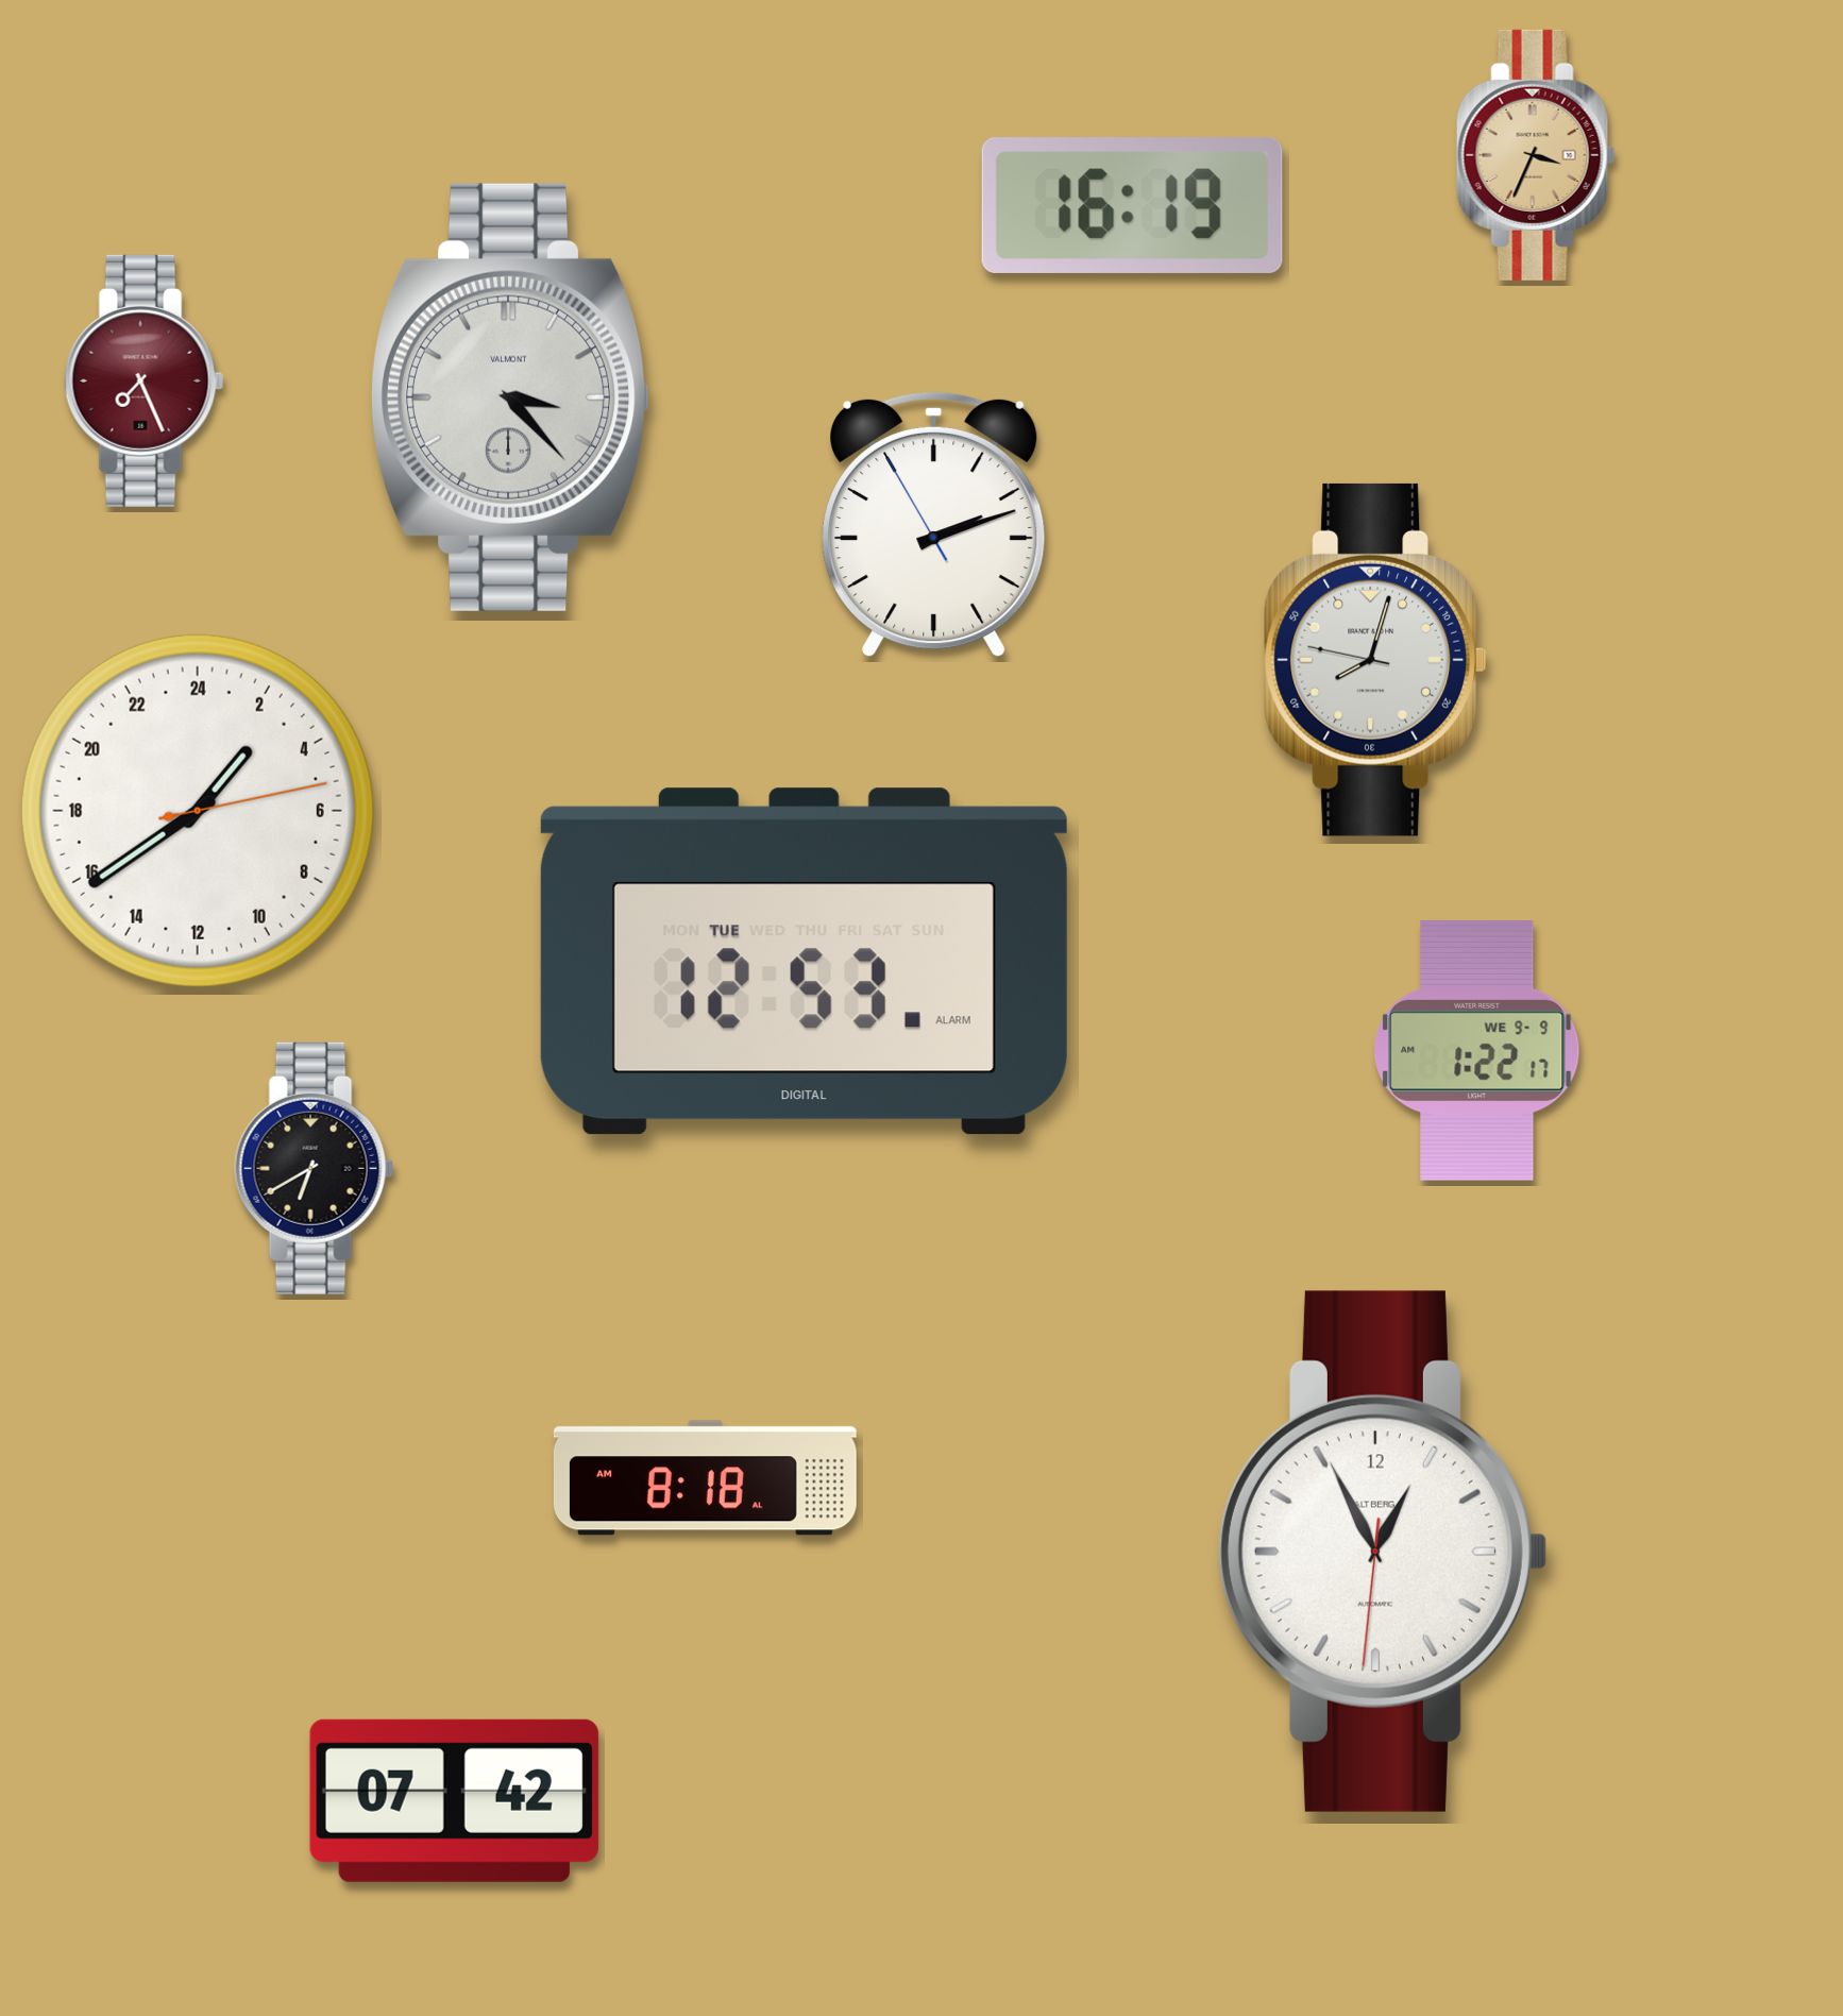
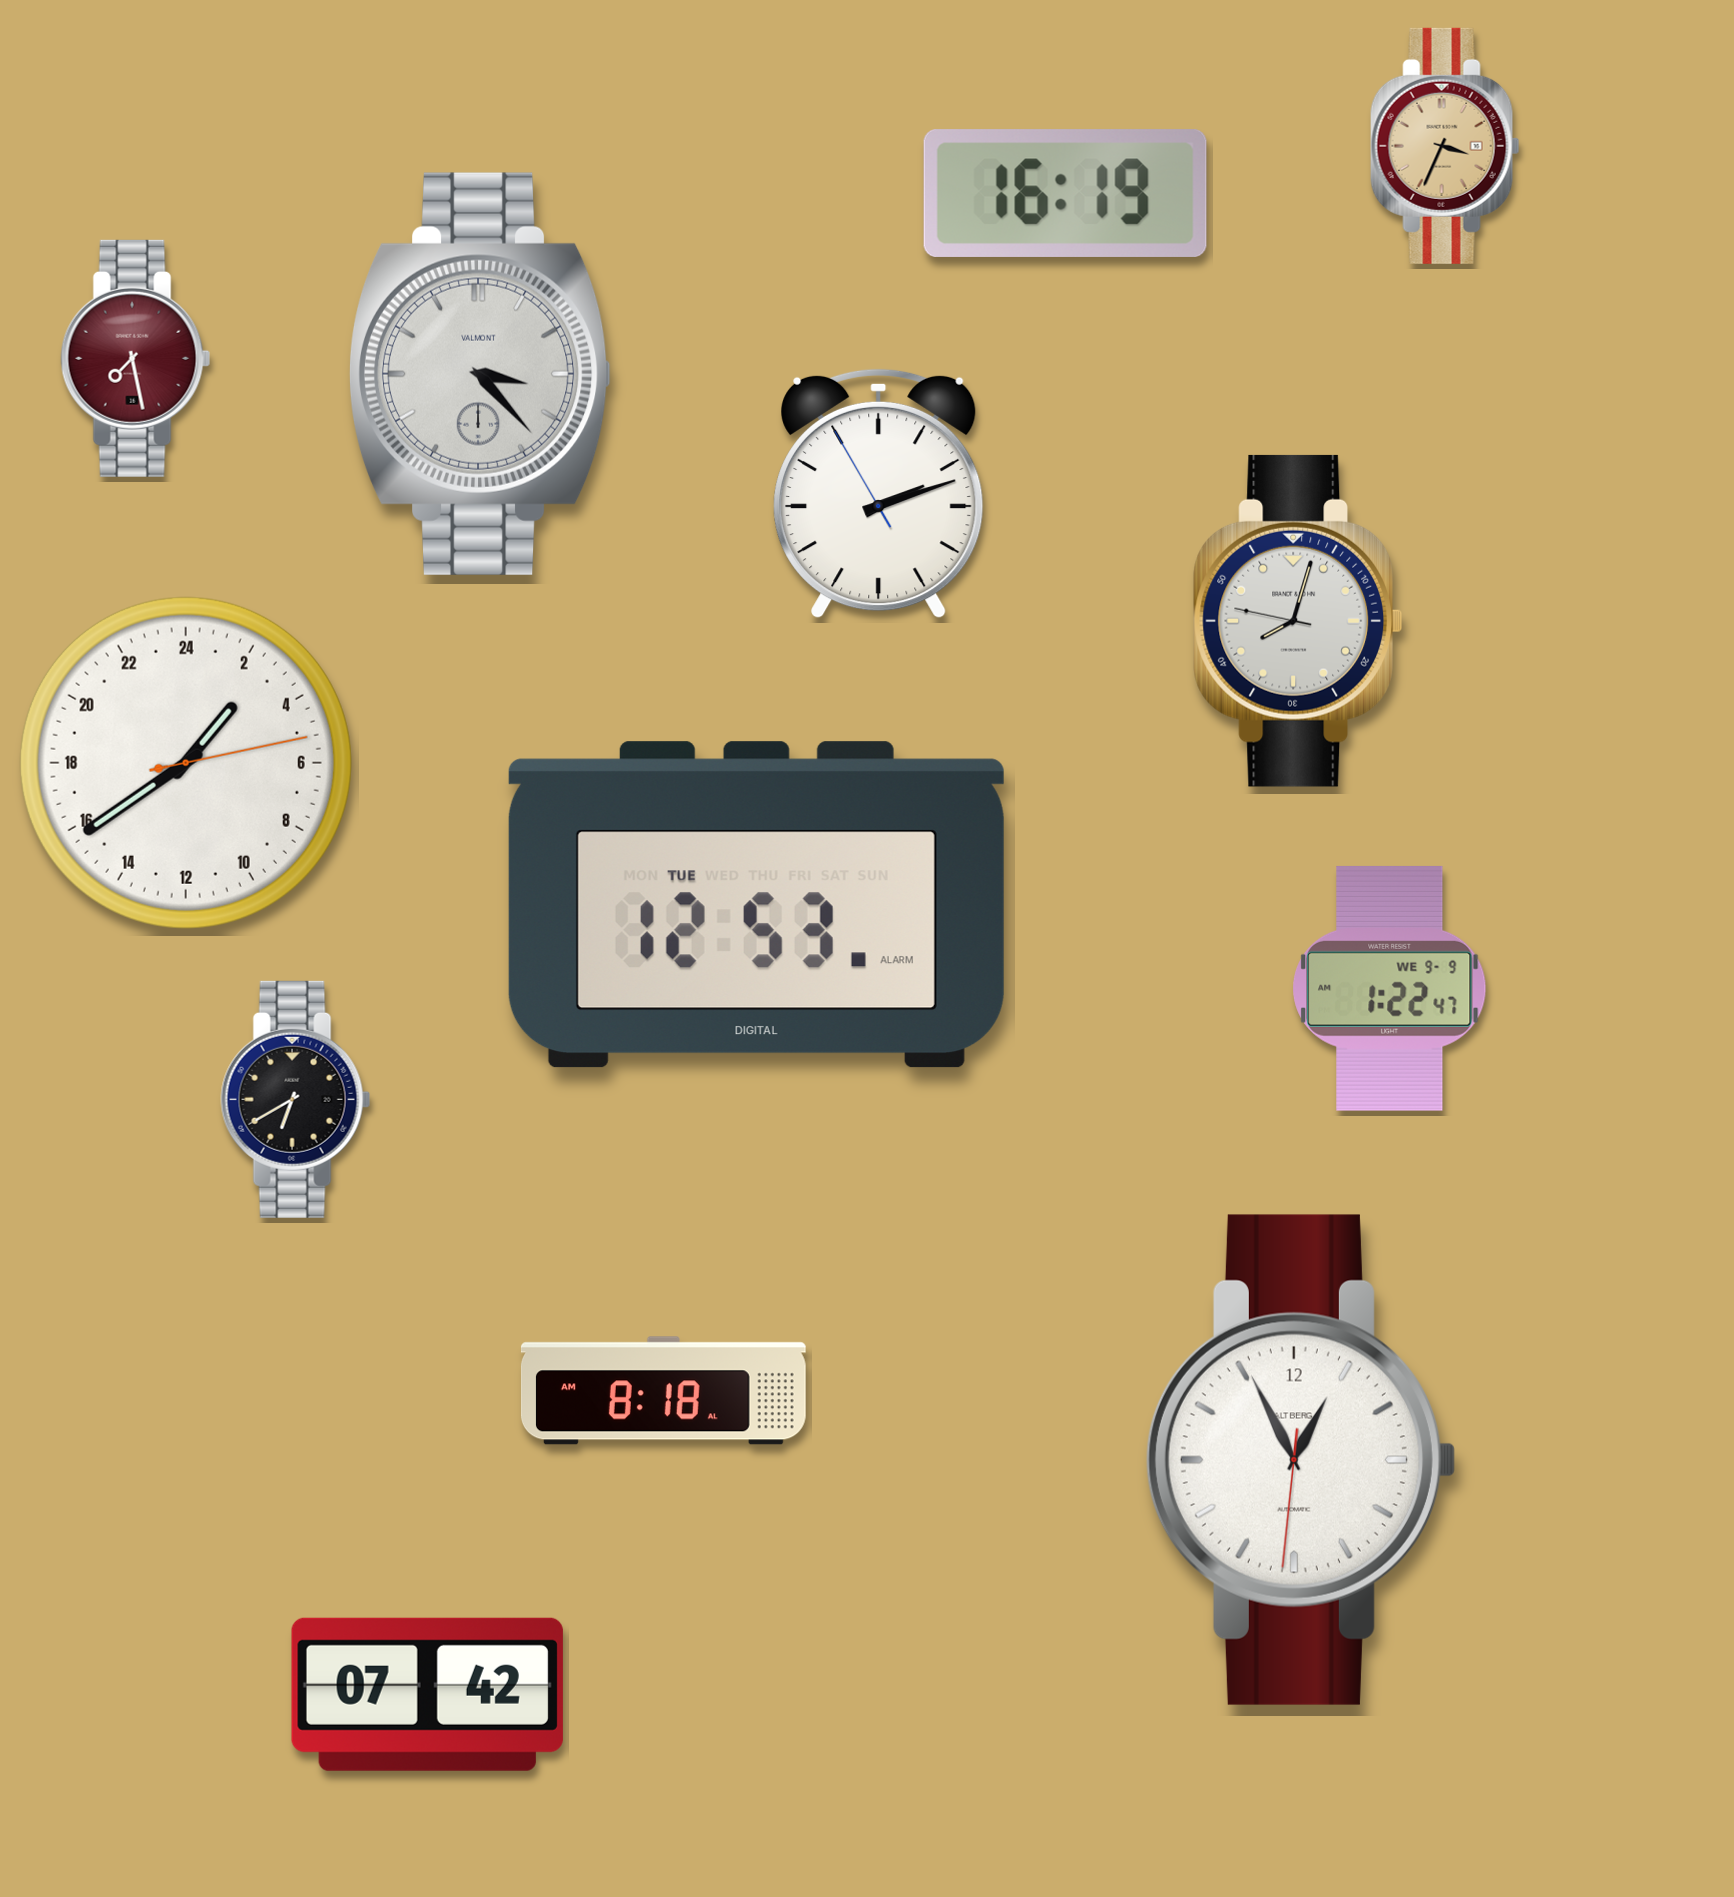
clock at (145, 380): 7:26 -> 7:28
clock at (1374, 660) position: (1374, 660) -> (1297, 621)
clock at (1477, 1050): 1:22:17 -> 1:22:47
